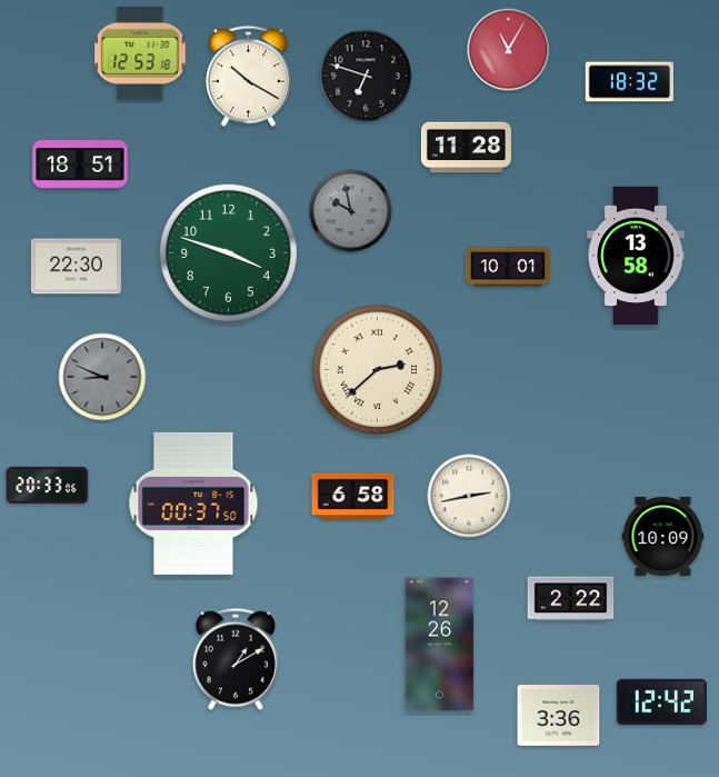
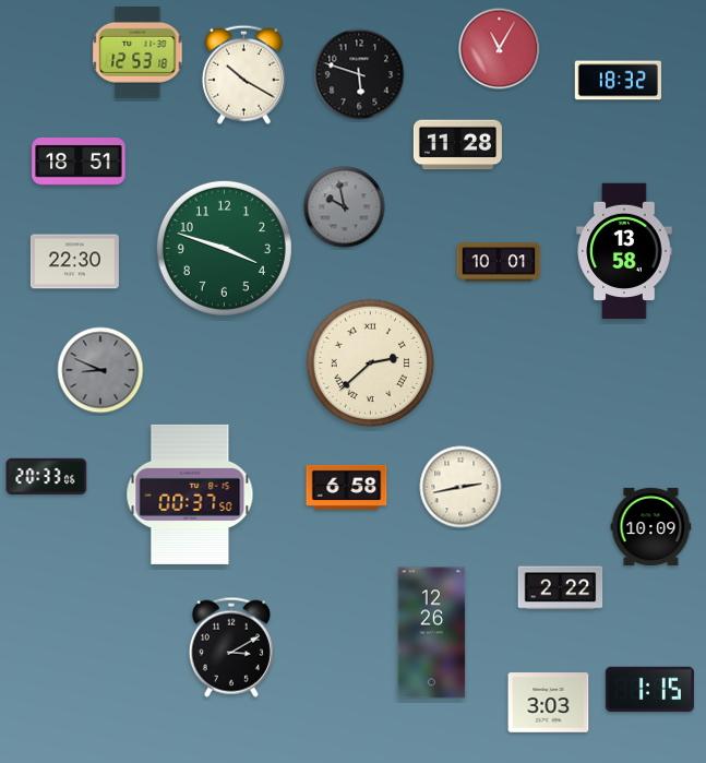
clock at (366, 76): 6:48 -> 5:48
clock at (236, 659): 1:10 -> 3:10
clock at (661, 703): 12:42 -> 1:15
clock at (559, 716): 3:36 -> 3:03
